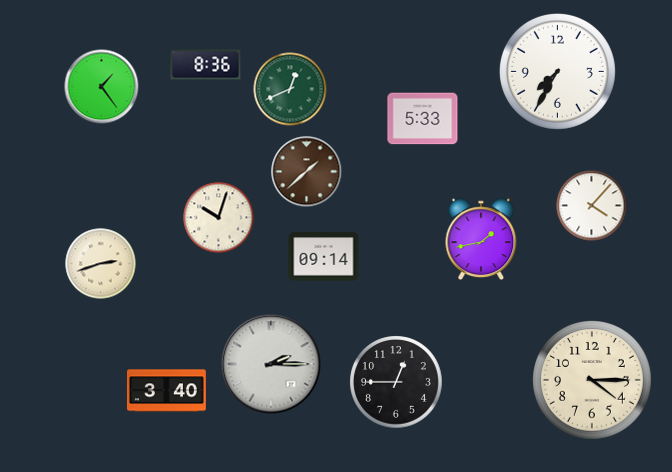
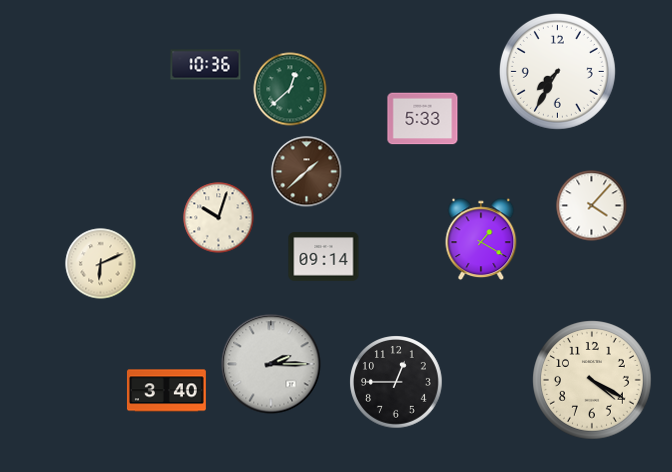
clock at (206, 65): 8:36 -> 10:36
clock at (102, 87): 1:24 -> none
clock at (290, 89): 12:41 -> 12:38
clock at (481, 239): 1:43 -> 1:20
clock at (101, 264): 2:42 -> 6:11
clock at (592, 380): 4:15 -> 4:20
